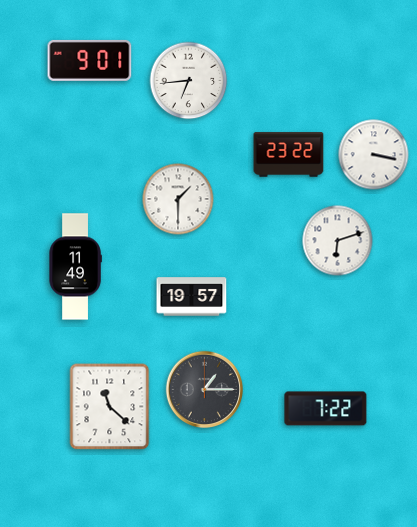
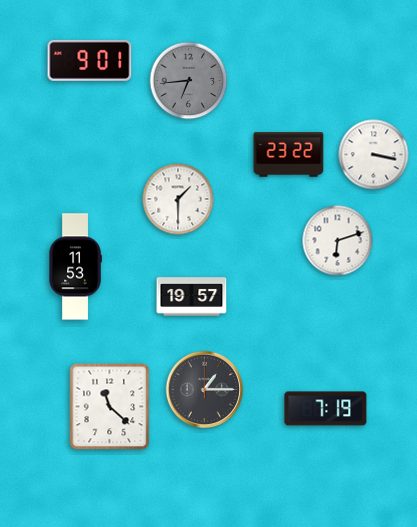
clock at (189, 81) dial: white -> grey
clock at (75, 267): 11:49 -> 11:53
clock at (326, 409): 7:22 -> 7:19
